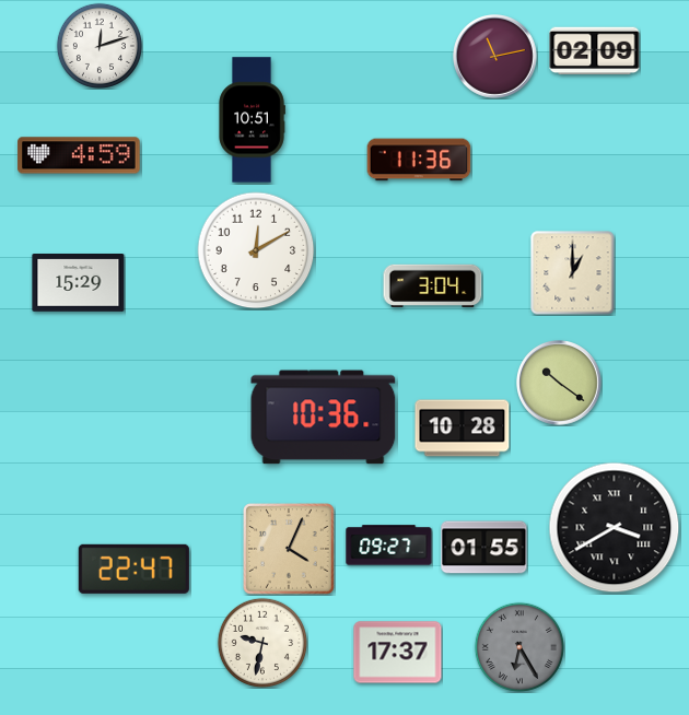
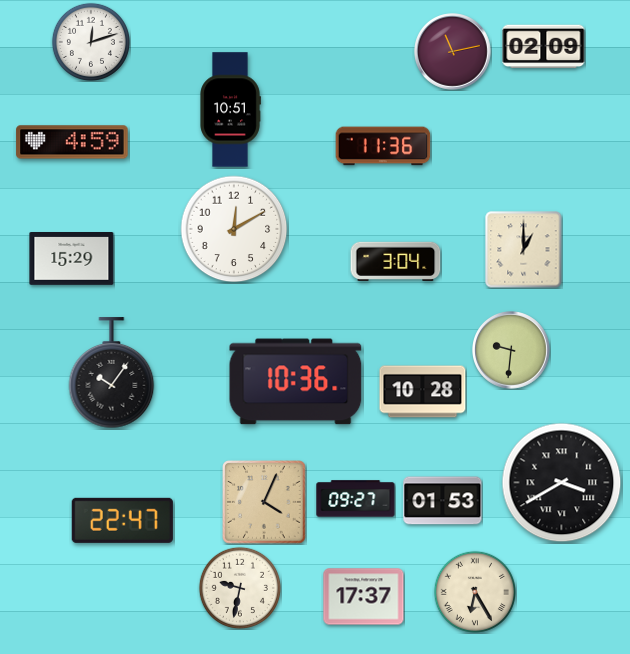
clock at (560, 384): 10:21 -> 9:31
clock at (112, 373): none -> 10:06
clock at (484, 548): 01:55 -> 01:53
clock at (519, 647) dial: grey -> cream
